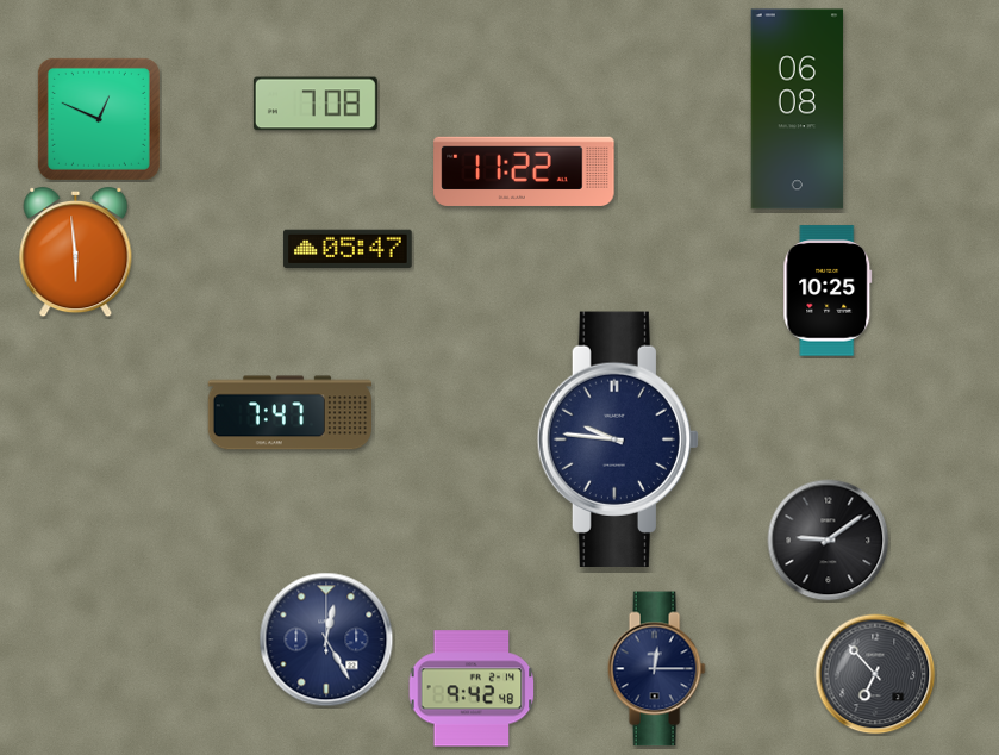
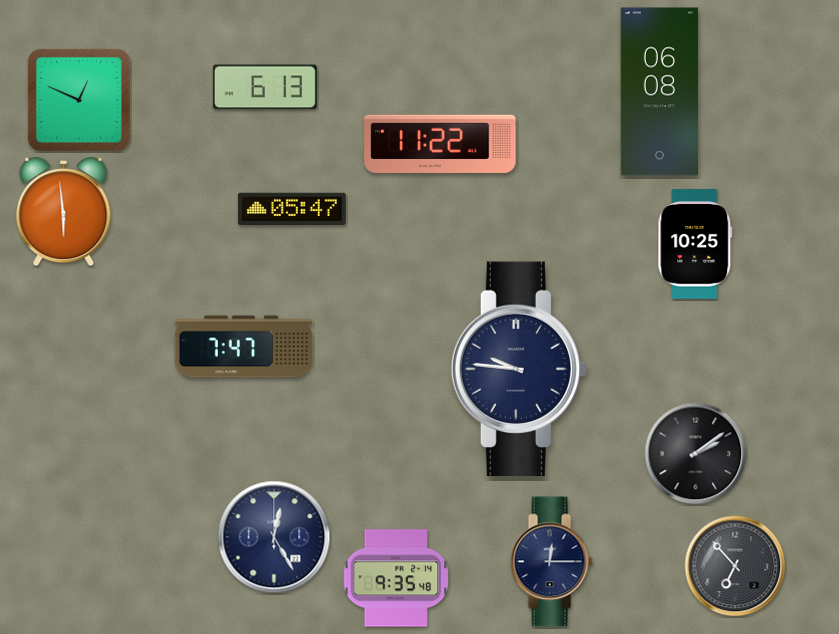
clock at (316, 104): 7:08 -> 6:13
clock at (798, 110) position: (798, 110) -> (660, 92)
clock at (99, 119) position: (99, 119) -> (79, 100)
clock at (829, 541): 9:09 -> 2:09
clock at (472, 688): 9:42 -> 9:35
